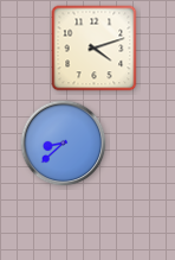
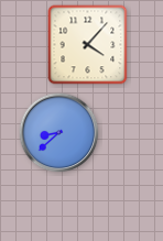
clock at (95, 49): 4:12 -> 4:07
